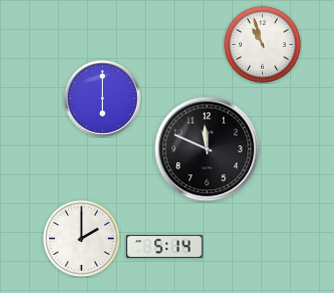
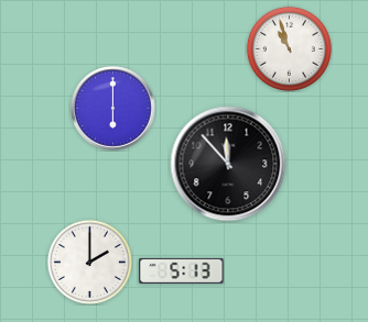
clock at (207, 149): 11:49 -> 11:53
clock at (165, 246): 5:14 -> 5:13
